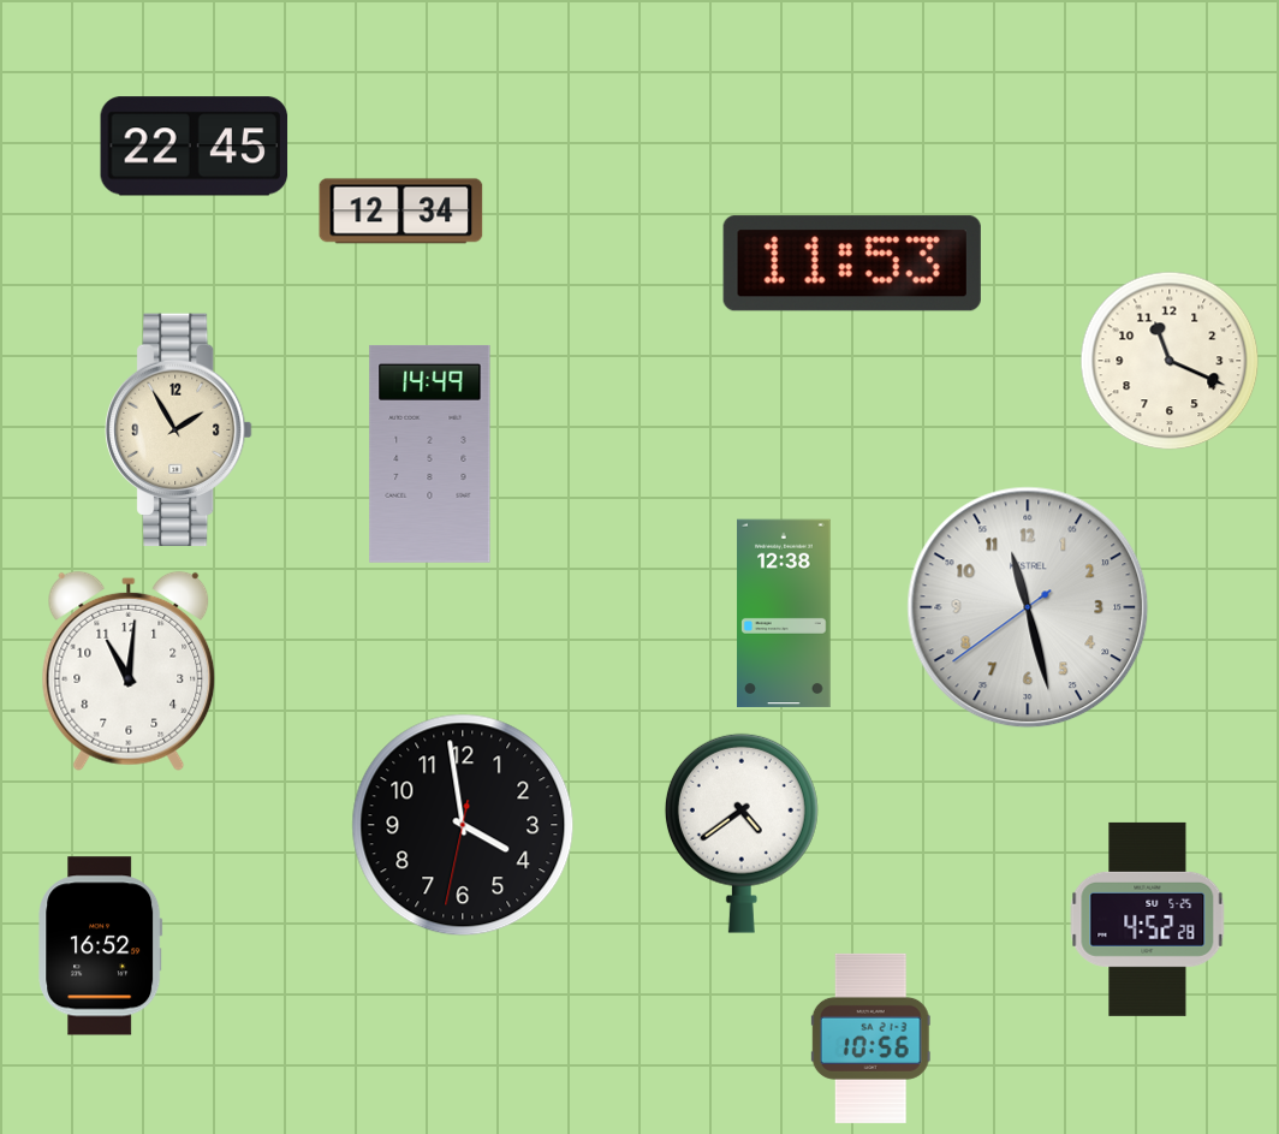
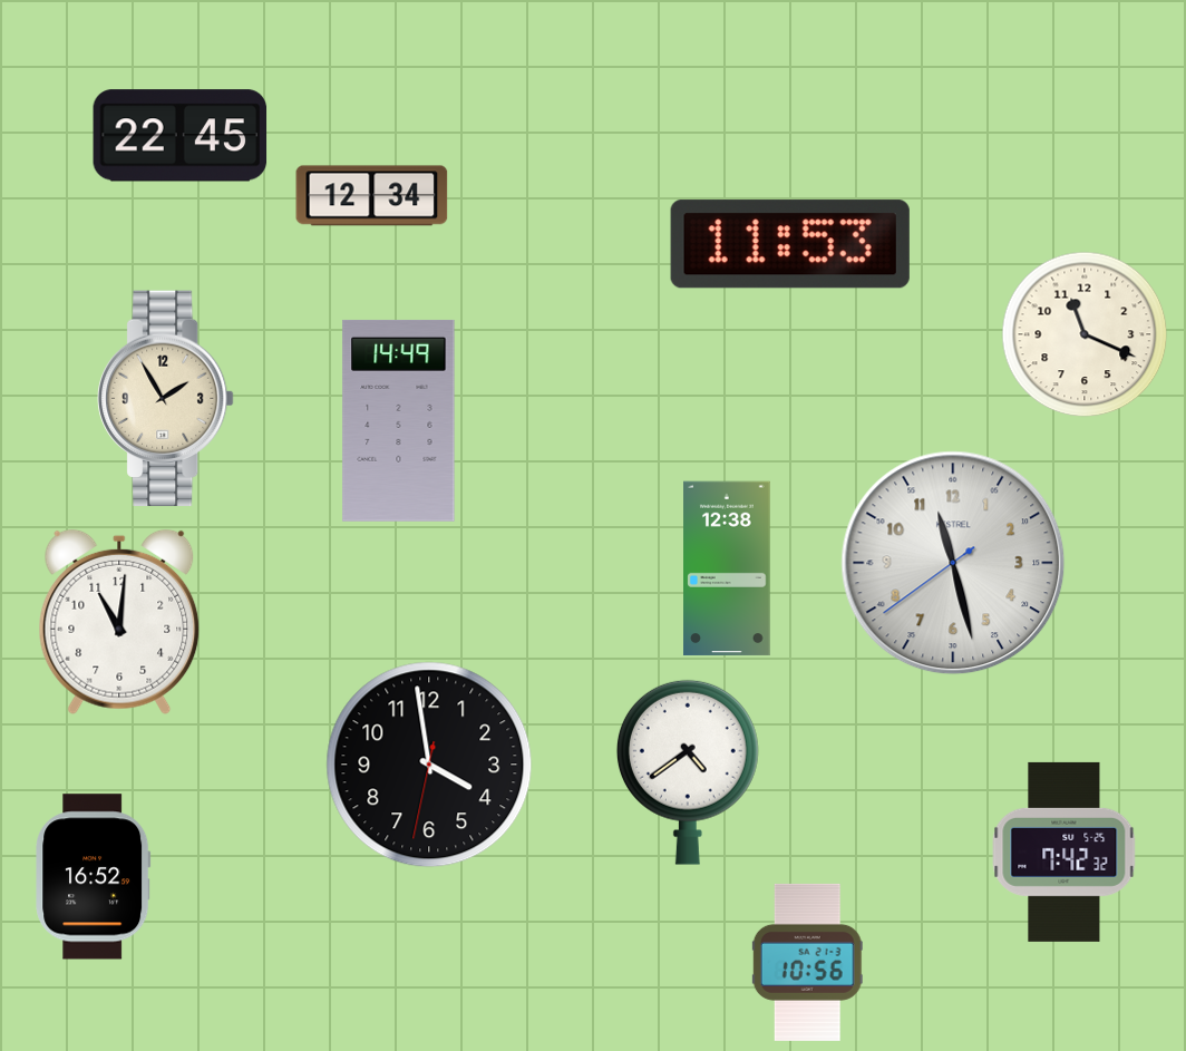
clock at (1148, 919): 4:52 -> 7:42
